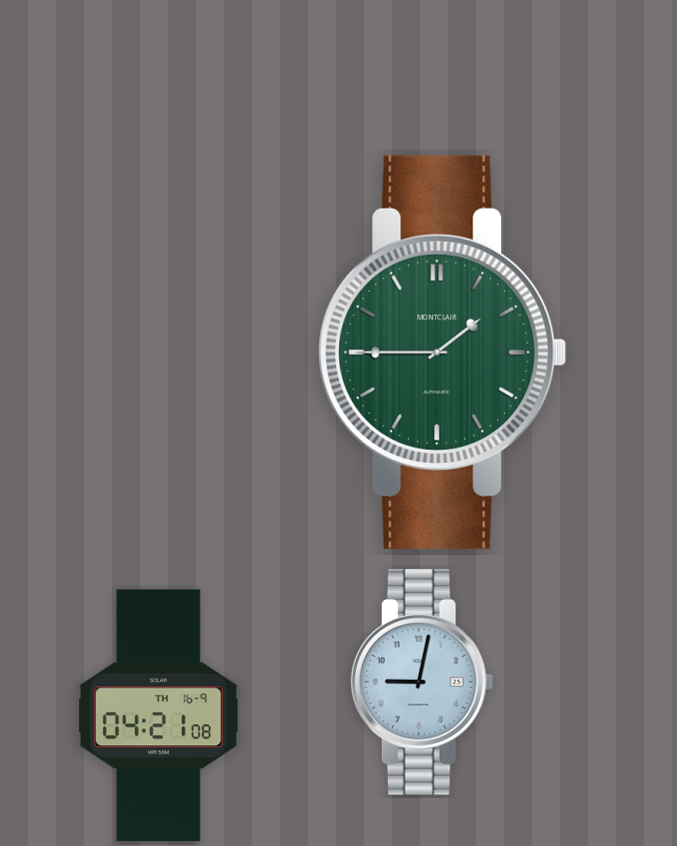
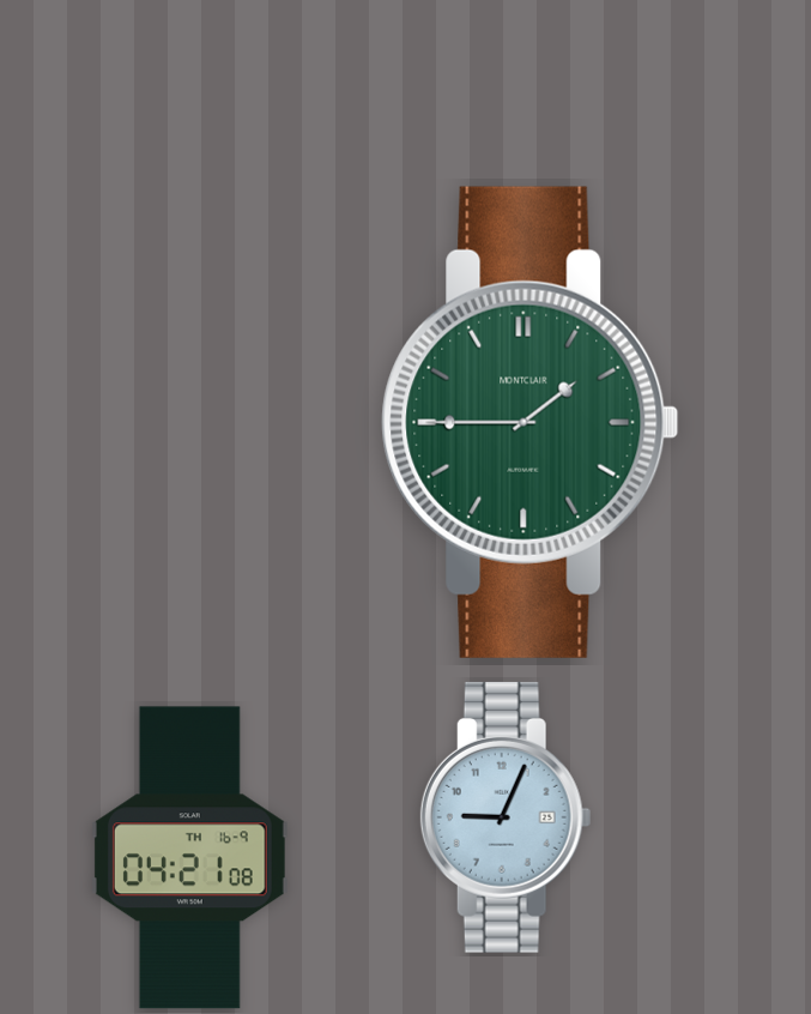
clock at (422, 682): 9:02 -> 9:04
